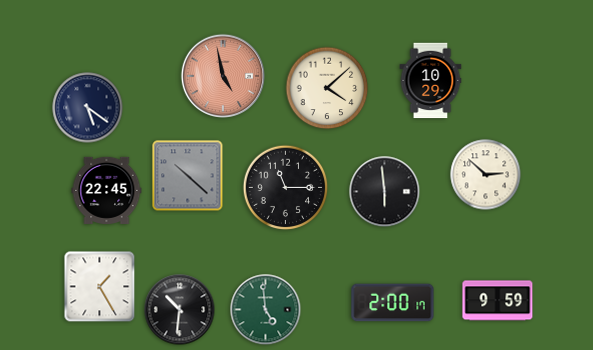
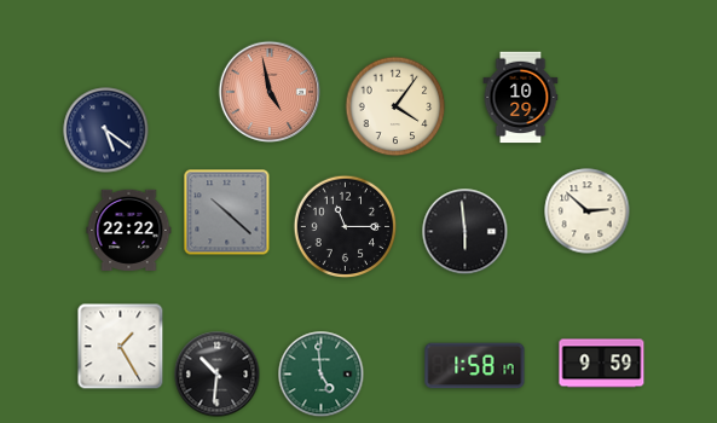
clock at (327, 88): 4:08 -> 4:06
clock at (107, 190): 22:45 -> 22:22
clock at (393, 303): 2:00 -> 1:58
